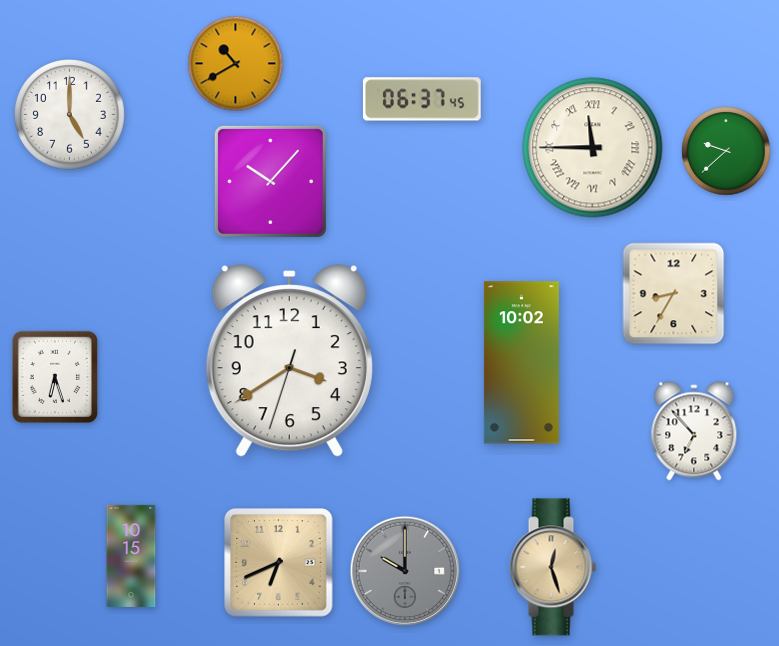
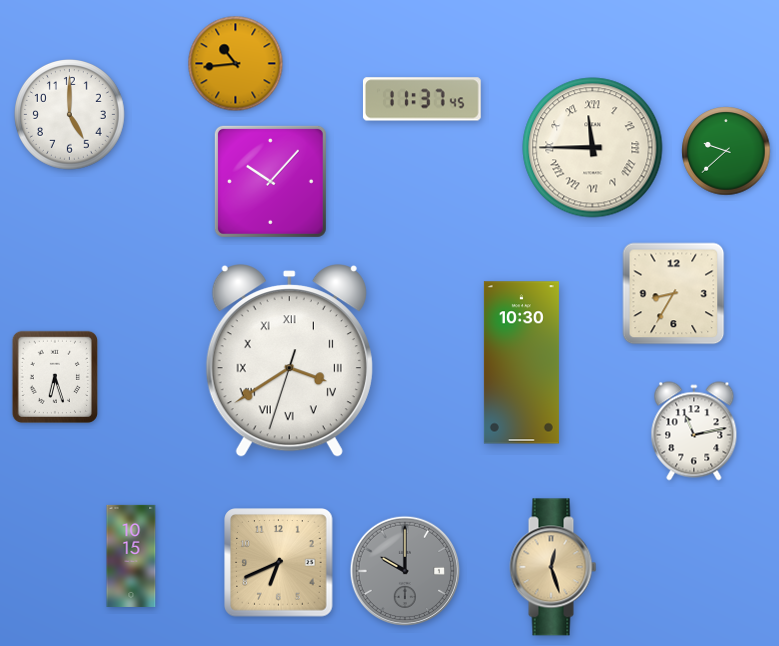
clock at (236, 64): 10:40 -> 10:44
clock at (422, 99): 06:37 -> 11:37
clock at (289, 361) numerals: Arabic -> Roman
clock at (521, 363): 10:02 -> 10:30
clock at (694, 431): 6:53 -> 11:13
